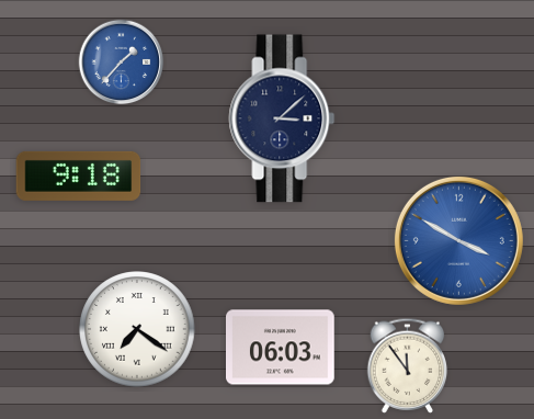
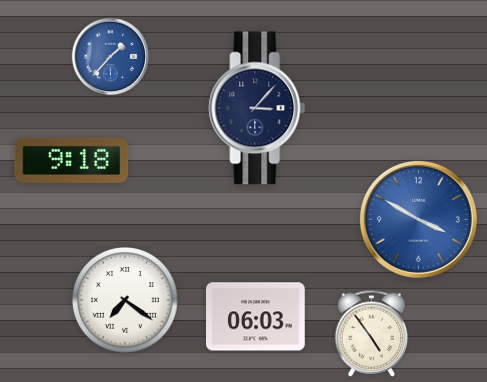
clock at (282, 118): 3:08 -> 3:07
clock at (408, 365): 11:54 -> 4:54
